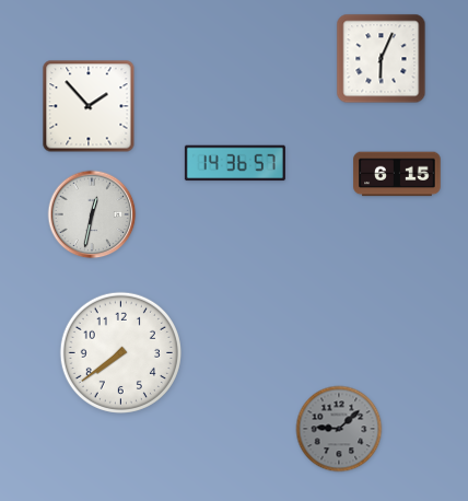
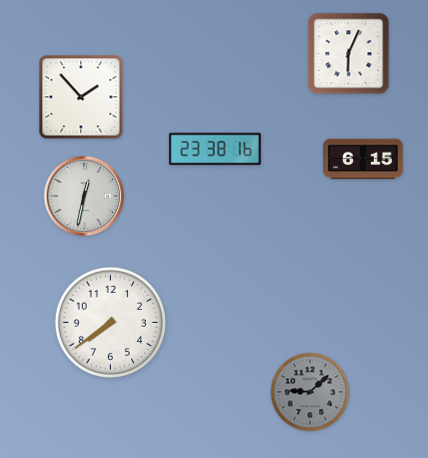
clock at (235, 163): 14:36 -> 23:38
